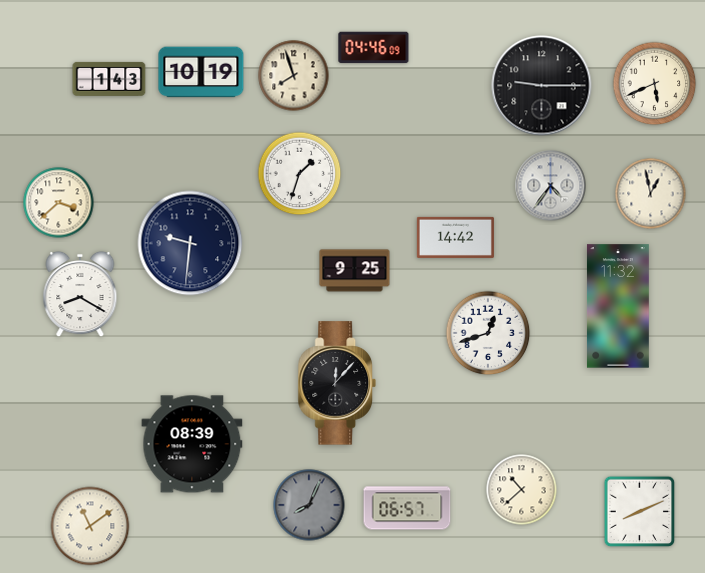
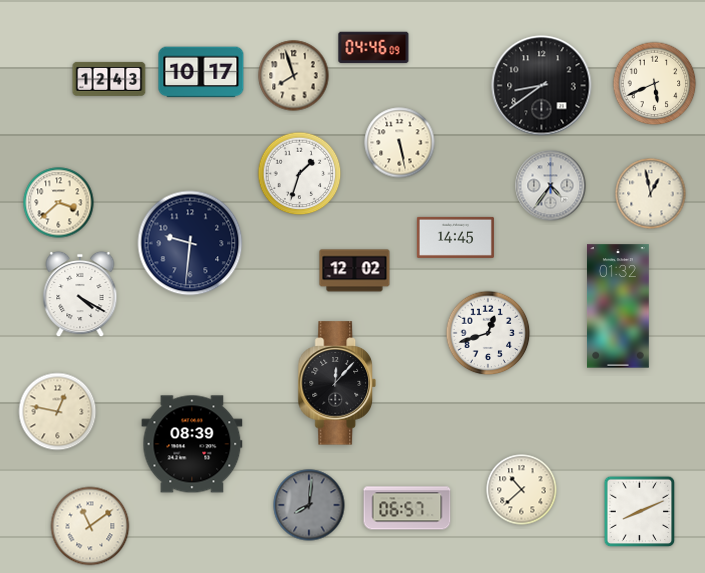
clock at (201, 72): 10:19 -> 10:17
clock at (109, 79): 1:43 -> 12:43
clock at (542, 86): 9:15 -> 8:39
clock at (400, 143): none -> 5:28
clock at (455, 237): 14:42 -> 14:45
clock at (355, 271): 9:25 -> 12:02
clock at (80, 294): 8:20 -> 4:20
clock at (618, 306): 11:32 -> 01:32
clock at (58, 412): none -> 12:47
clock at (309, 505): 8:04 -> 8:01
